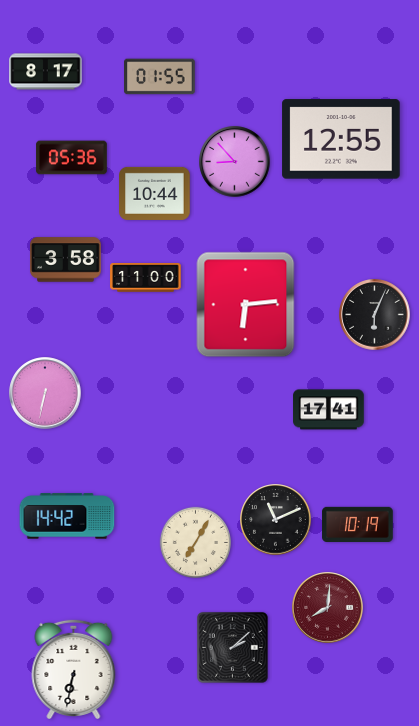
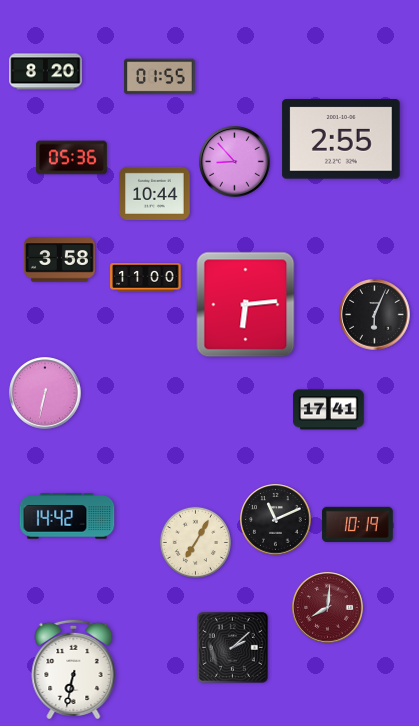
clock at (46, 72): 8:17 -> 8:20
clock at (341, 139): 12:55 -> 2:55
clock at (66, 260) position: (66, 260) -> (60, 260)
